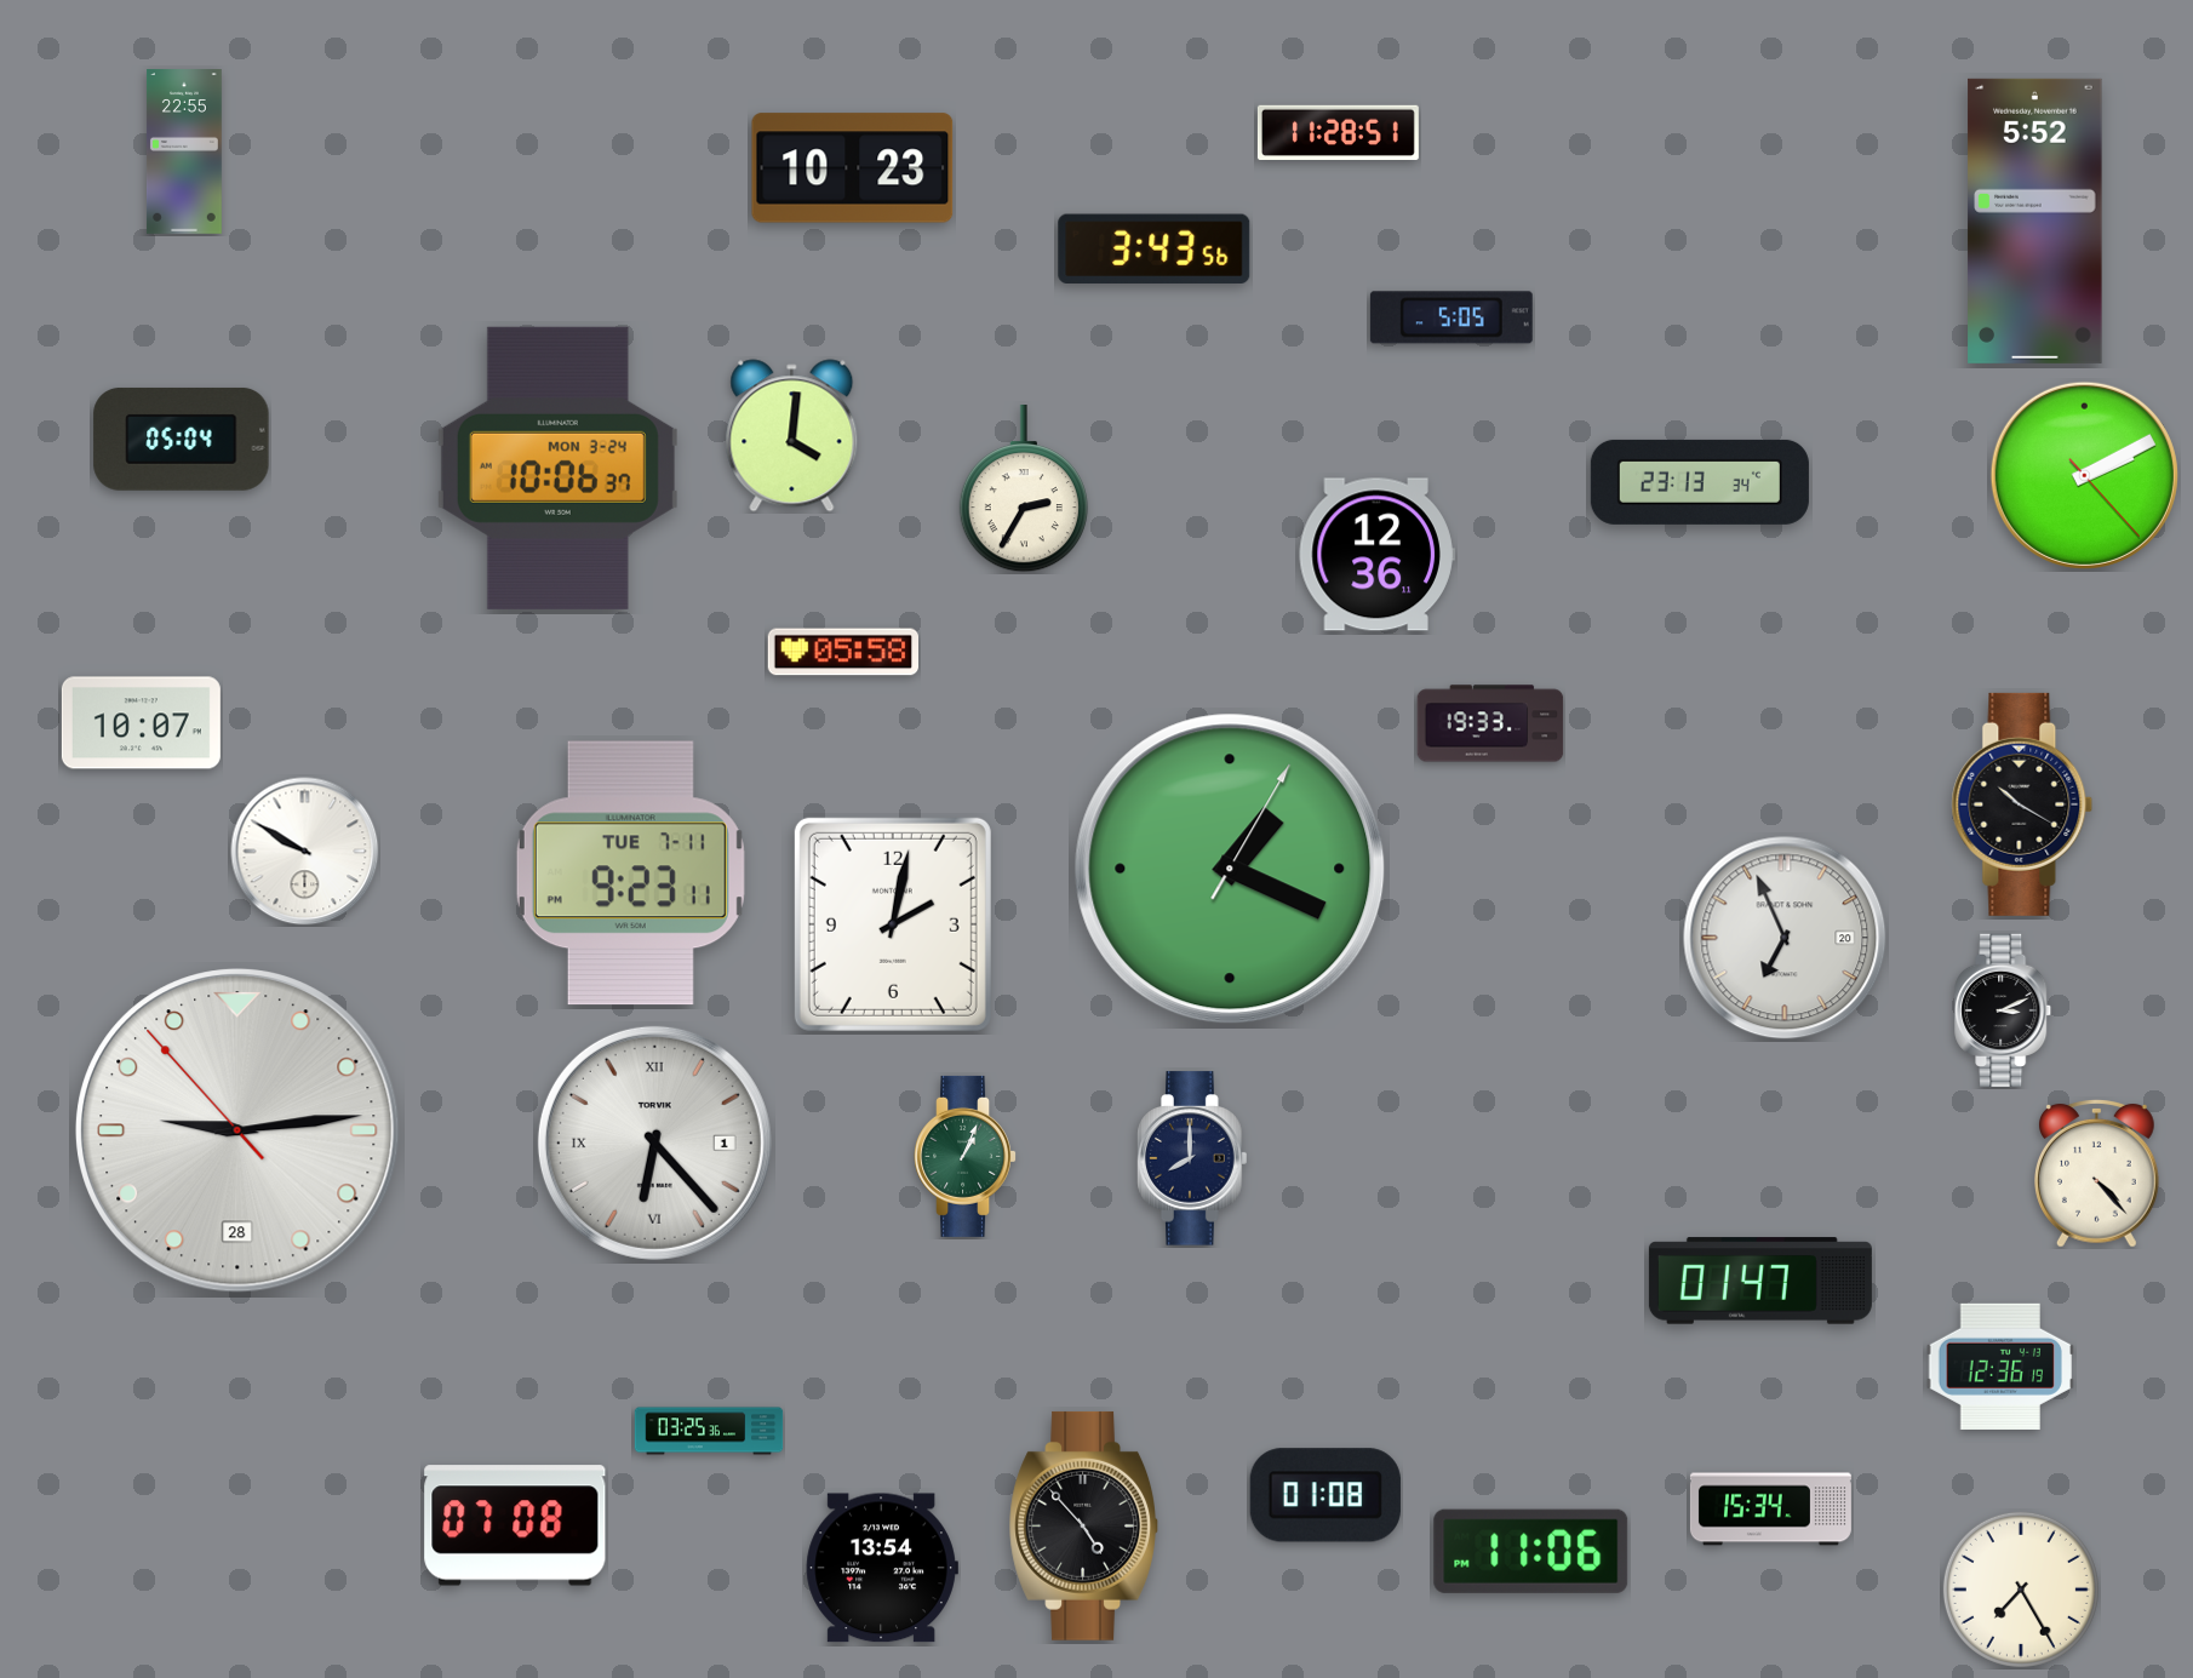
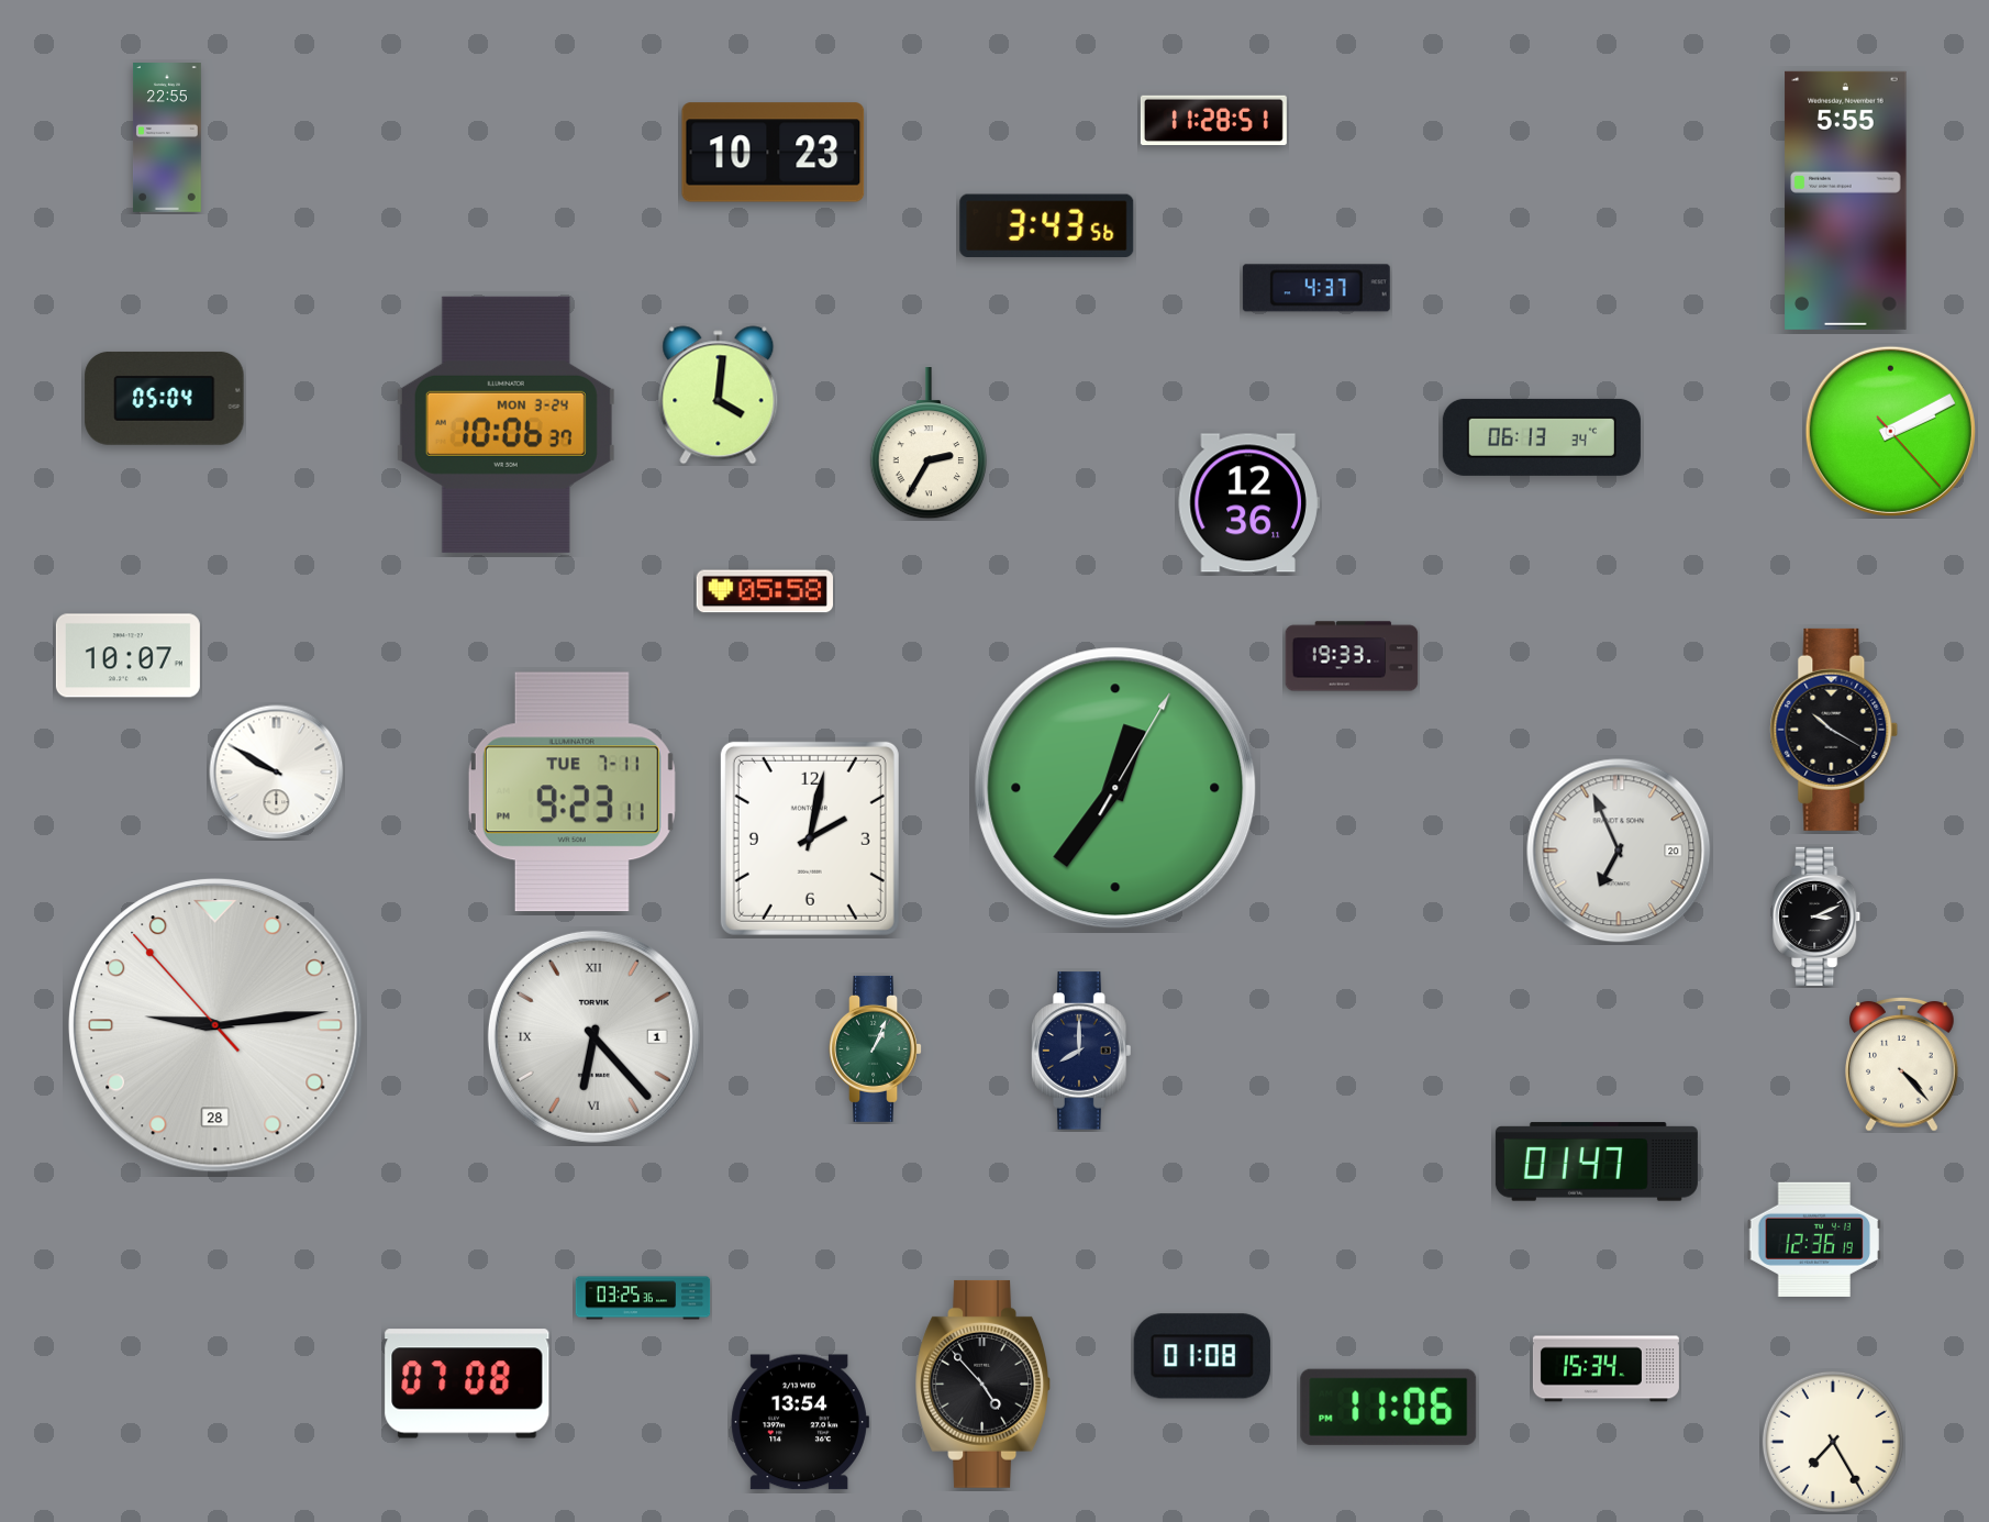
clock at (2035, 221): 5:52 -> 5:55
clock at (1451, 317): 5:05 -> 4:37
clock at (1700, 482): 23:13 -> 06:13
clock at (1230, 869): 1:19 -> 12:36
